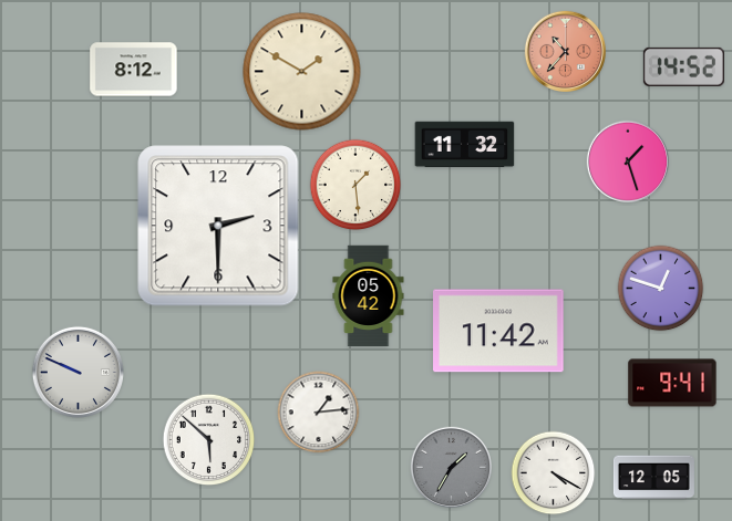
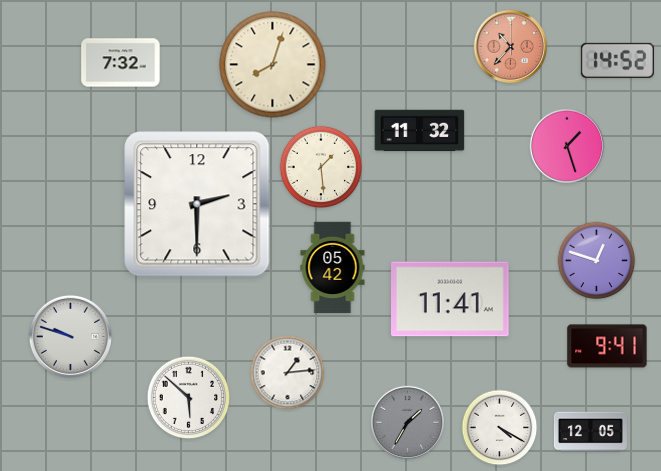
clock at (134, 70): 8:12 -> 7:32
clock at (302, 72): 1:50 -> 8:03
clock at (499, 331): 11:42 -> 11:41
clock at (78, 372): 9:49 -> 9:48
